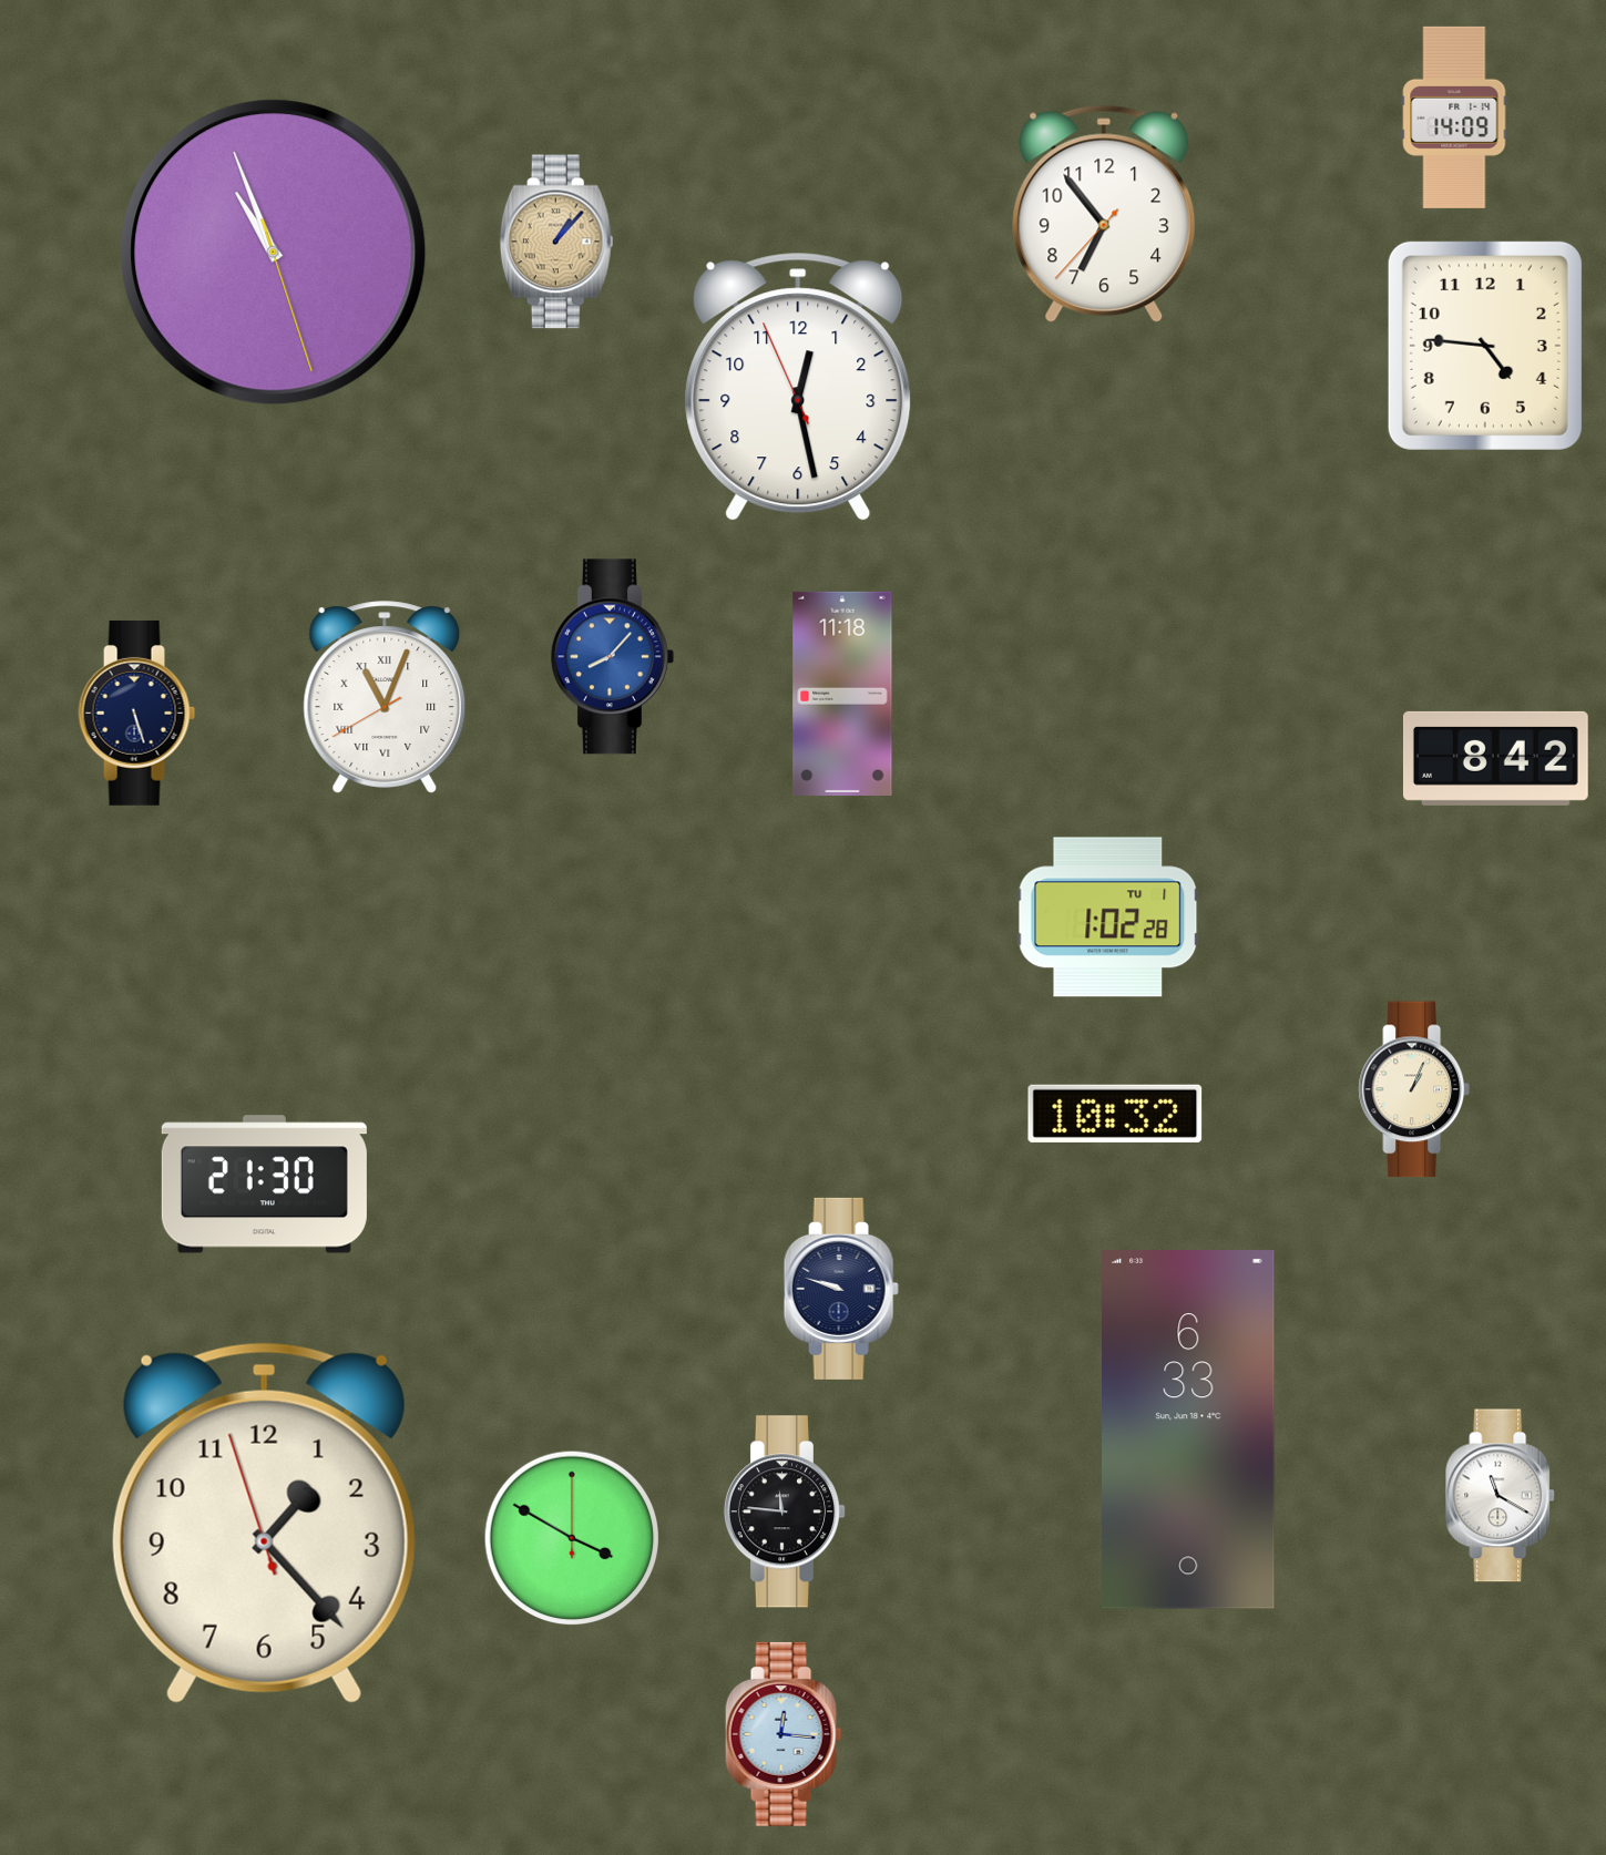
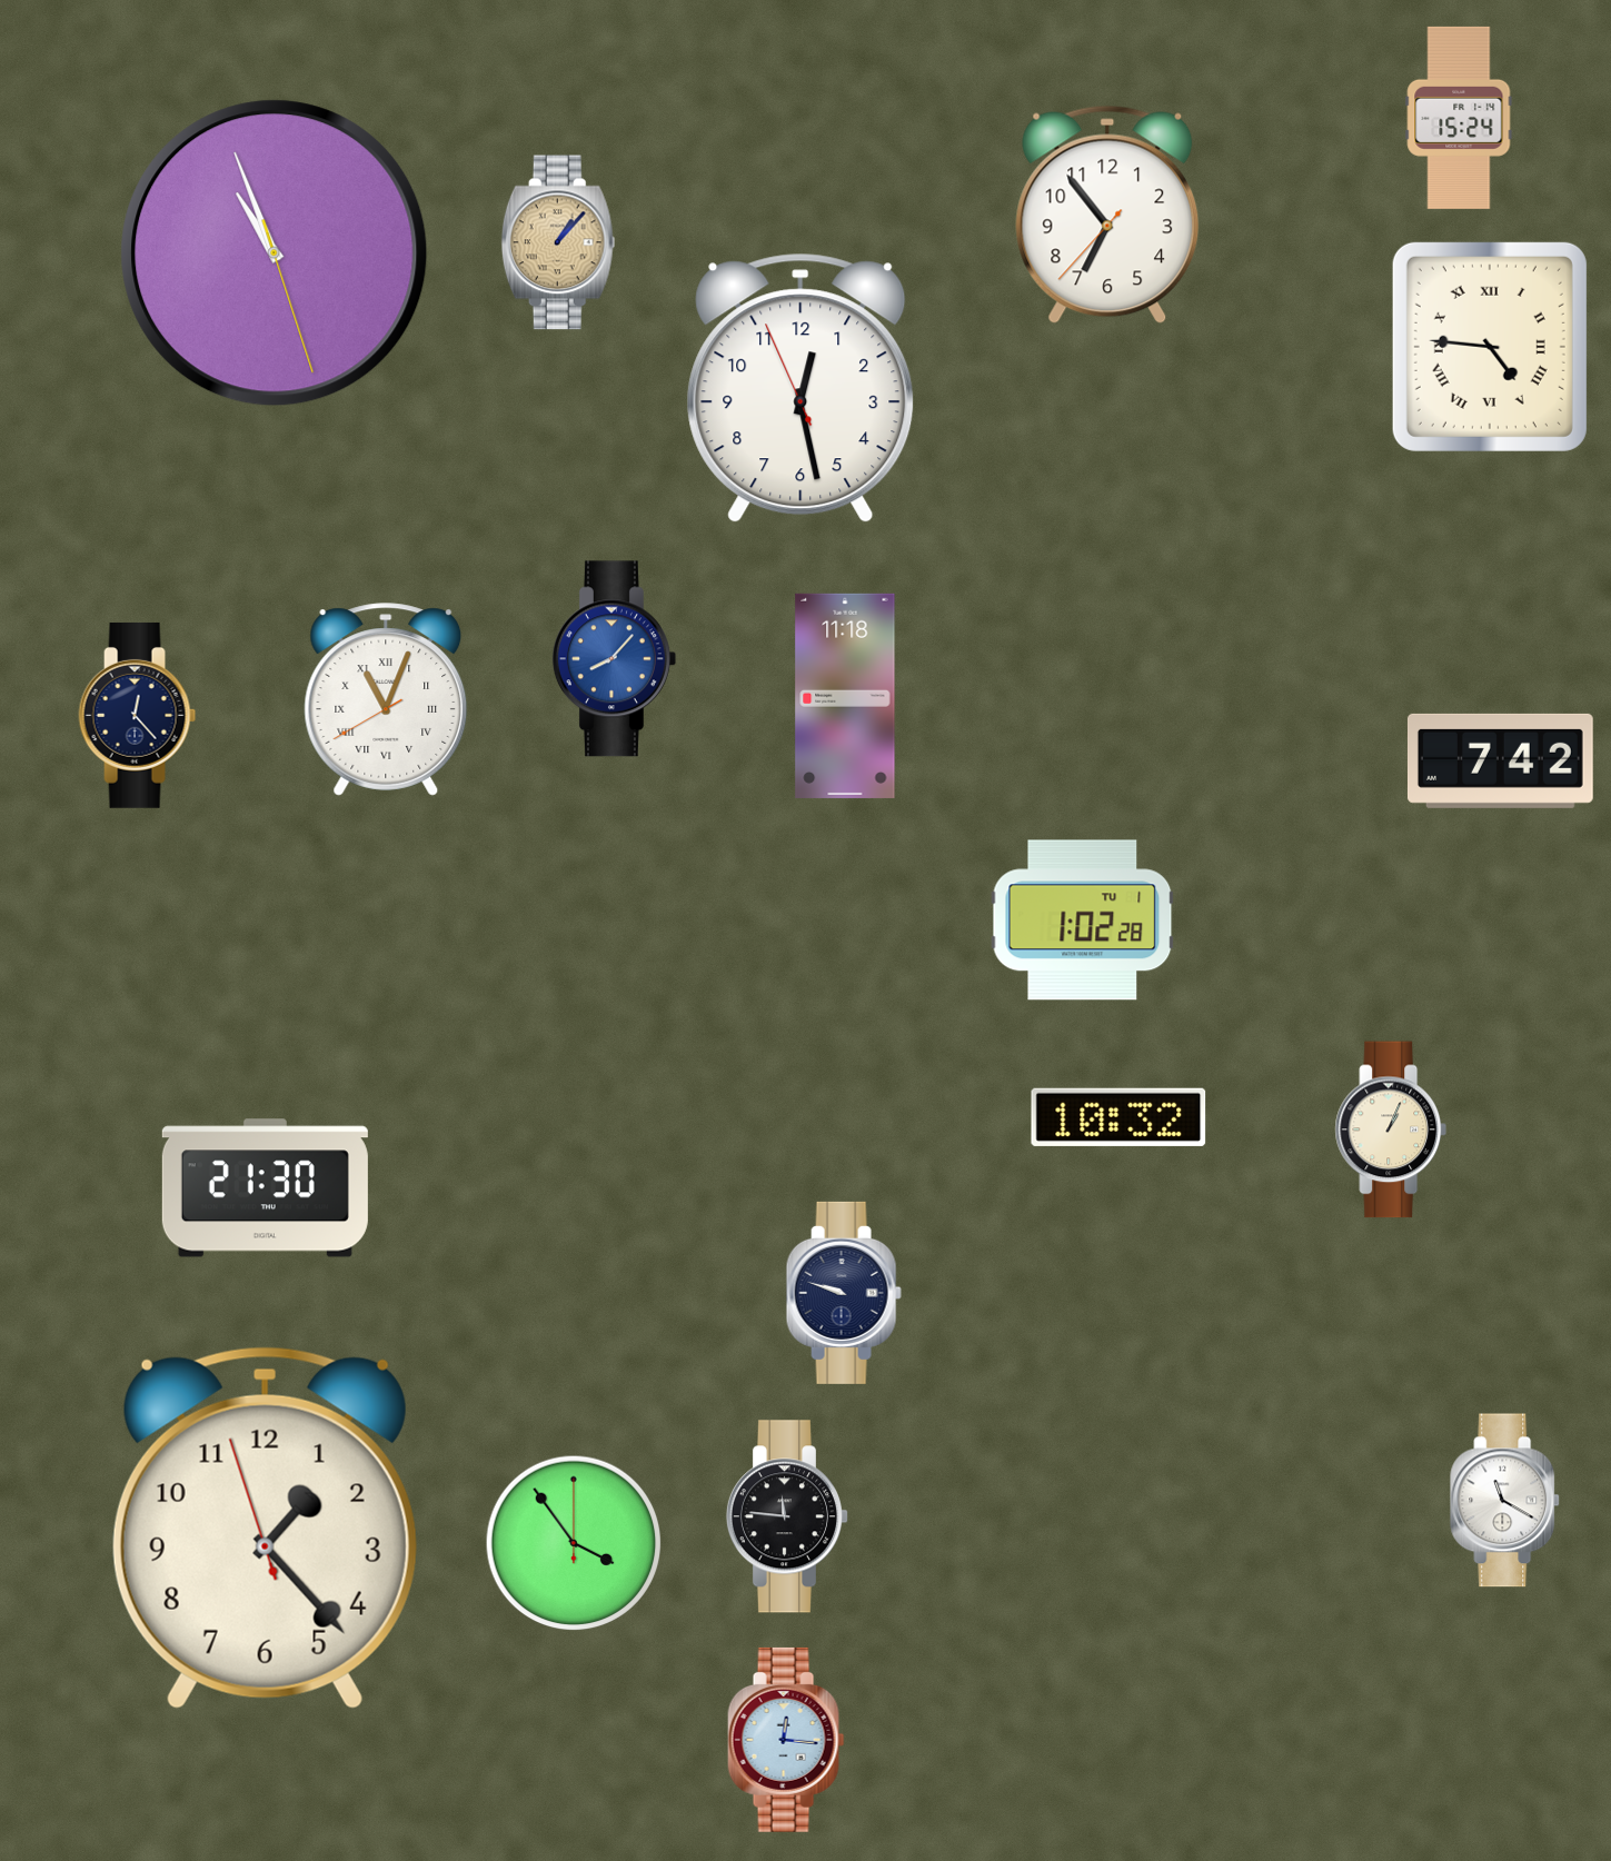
clock at (1454, 117): 14:09 -> 15:24
clock at (1485, 346) numerals: Arabic -> Roman
clock at (137, 713): 5:27 -> 12:23
clock at (1495, 758): 8:42 -> 7:42
clock at (1108, 918) position: (1108, 918) -> (1083, 920)
clock at (1413, 1089) position: (1413, 1089) -> (1390, 1129)
clock at (1189, 1429): 6:33 -> none
clock at (572, 1538): 3:50 -> 3:54
